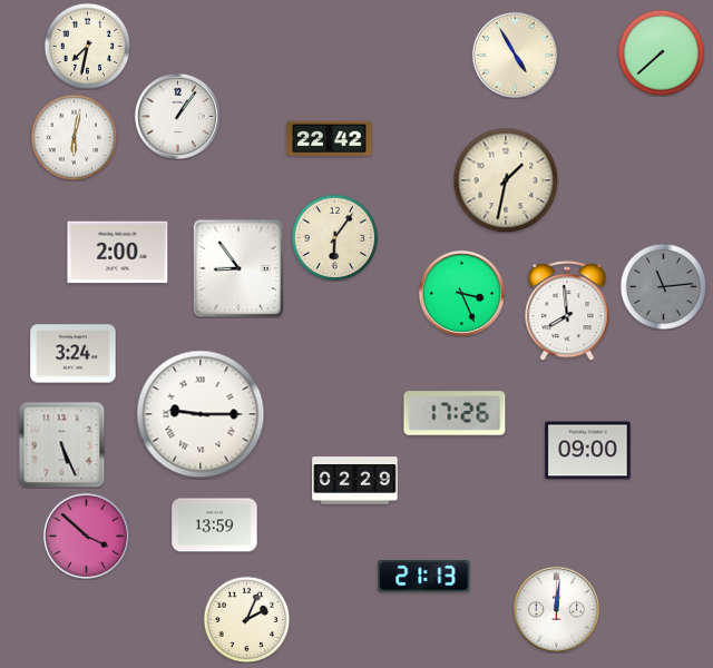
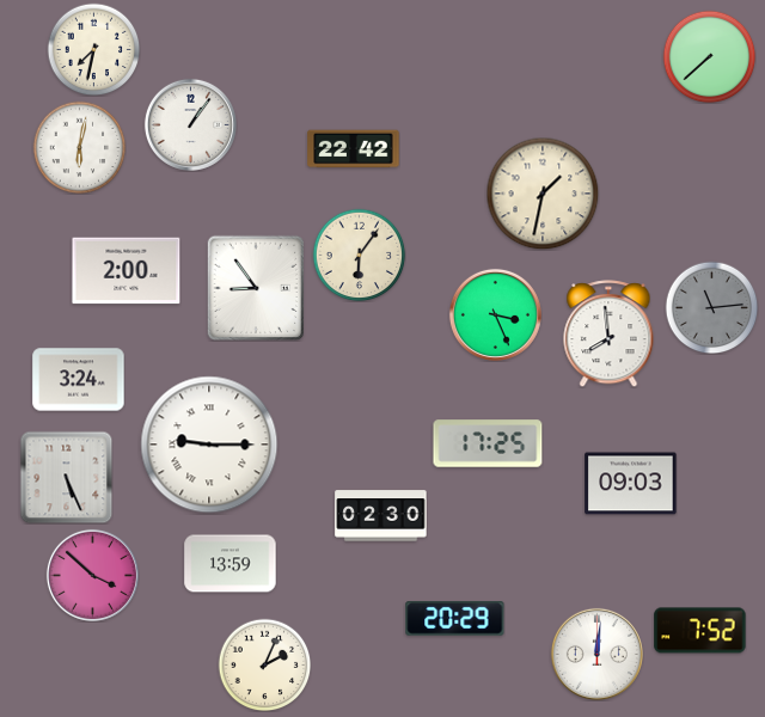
clock at (515, 55): 4:55 -> none
clock at (455, 413): 17:26 -> 17:25
clock at (201, 414) position: (201, 414) -> (209, 445)
clock at (588, 451): 09:00 -> 09:03
clock at (355, 481): 02:29 -> 02:30
clock at (424, 577): 21:13 -> 20:29
clock at (700, 631): none -> 7:52
